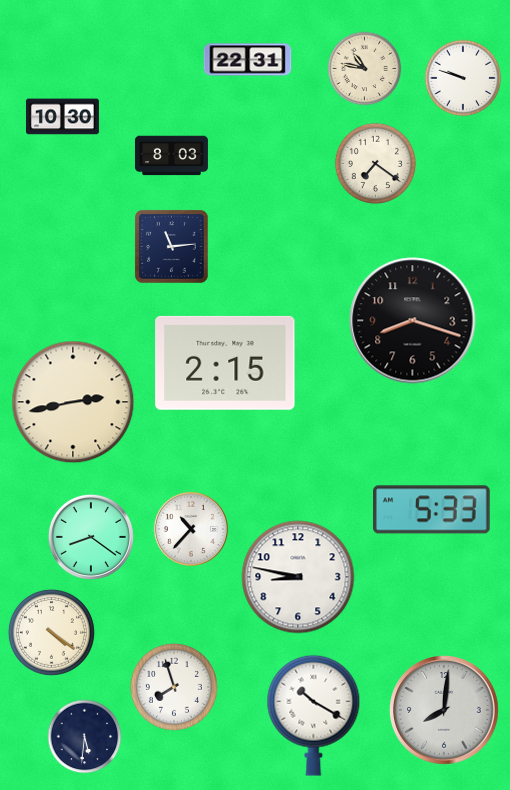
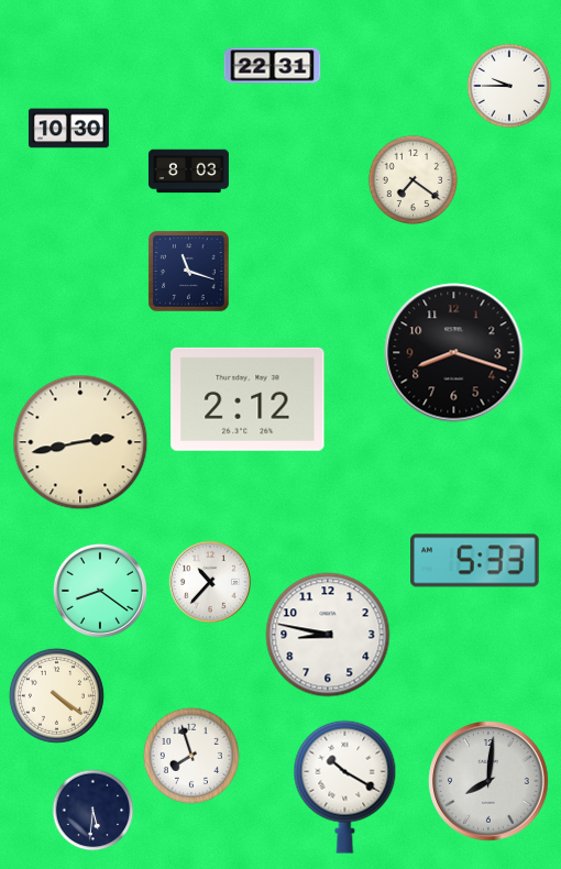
clock at (365, 69): 10:47 -> none
clock at (463, 78): 9:48 -> 9:45
clock at (172, 247): 11:14 -> 11:18
clock at (225, 363): 2:15 -> 2:12
